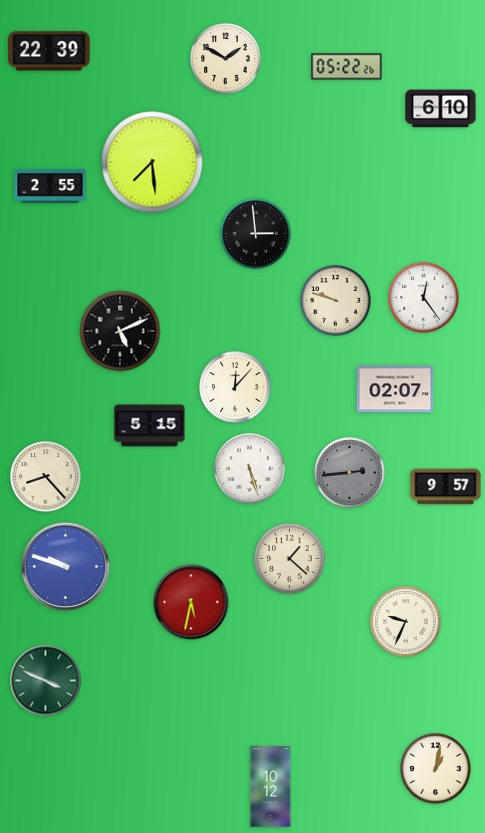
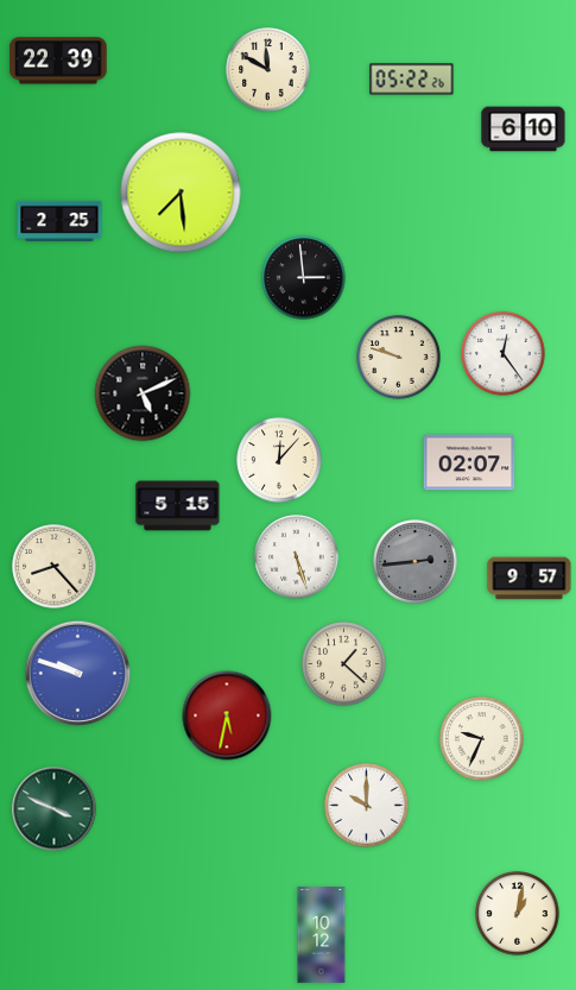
clock at (226, 59): 1:50 -> 11:50
clock at (50, 185): 2:55 -> 2:25
clock at (367, 806): none -> 10:00
